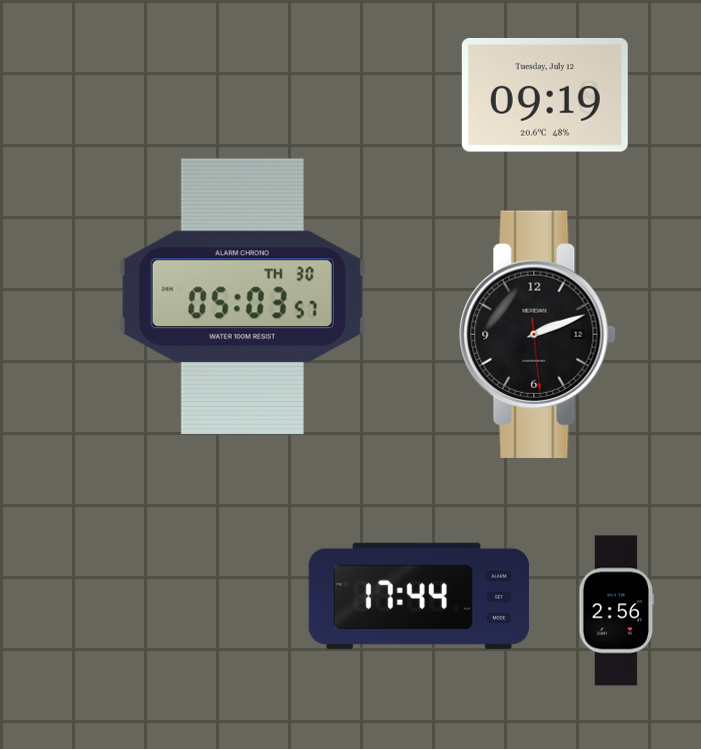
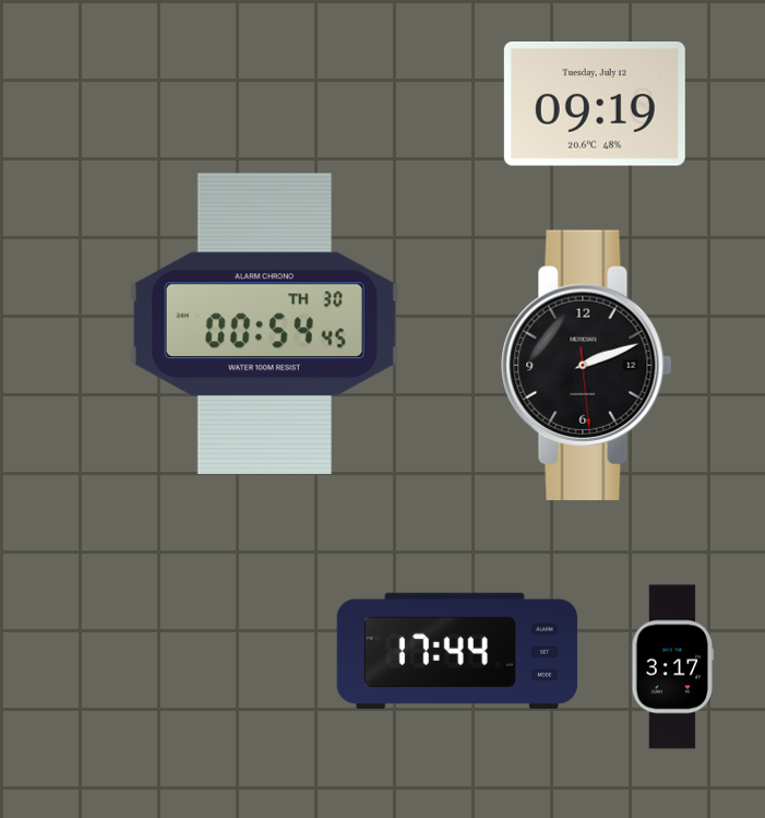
clock at (242, 297): 05:03 -> 00:54
clock at (616, 611): 2:56 -> 3:17
